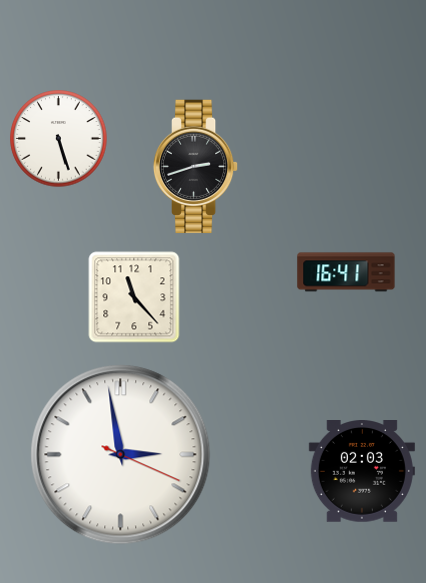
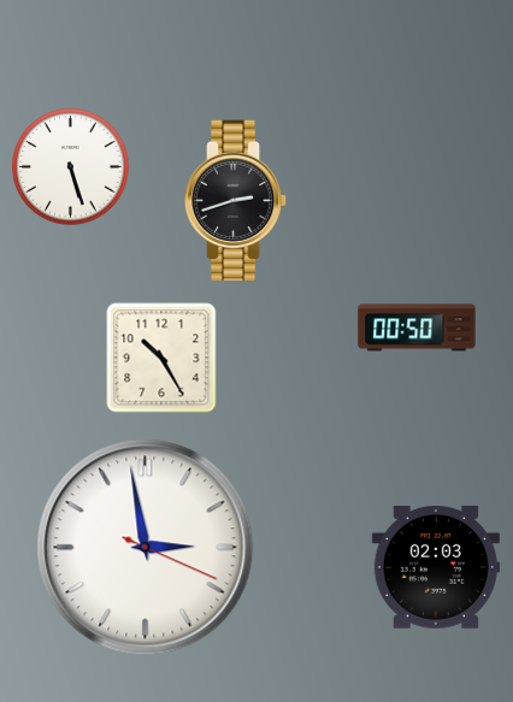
clock at (346, 272): 16:41 -> 00:50
clock at (134, 297): 11:23 -> 10:25
